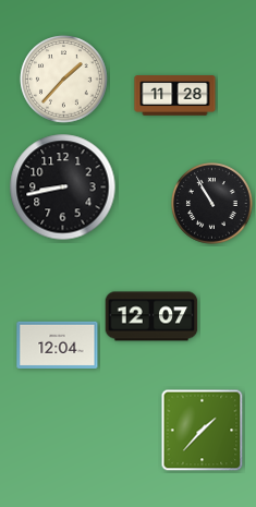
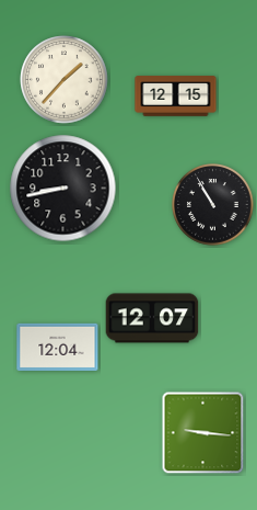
clock at (175, 96): 11:28 -> 12:15
clock at (203, 431): 1:37 -> 9:16
